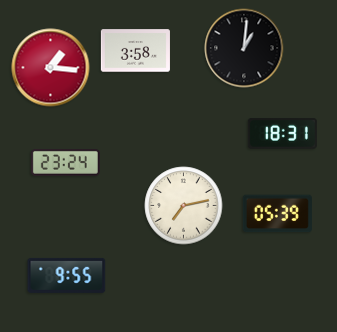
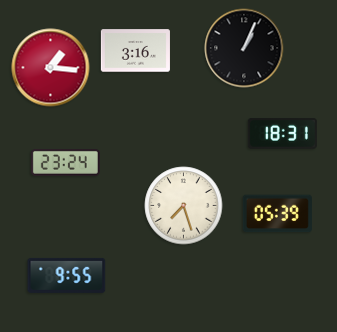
clock at (244, 48): 1:01 -> 1:04
clock at (135, 51): 3:58 -> 3:16
clock at (184, 206): 7:13 -> 7:27
